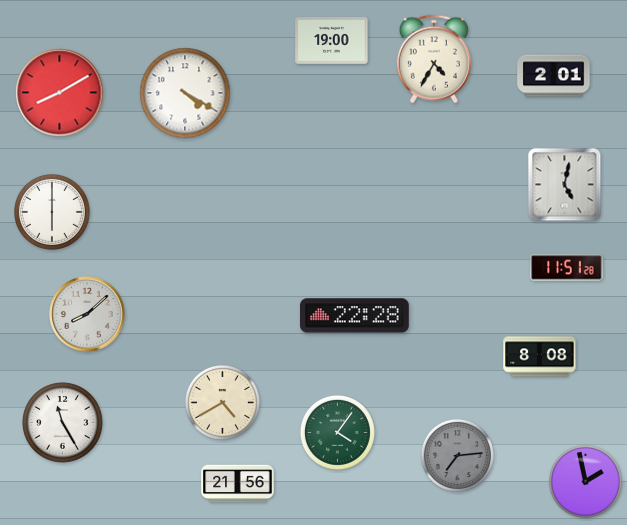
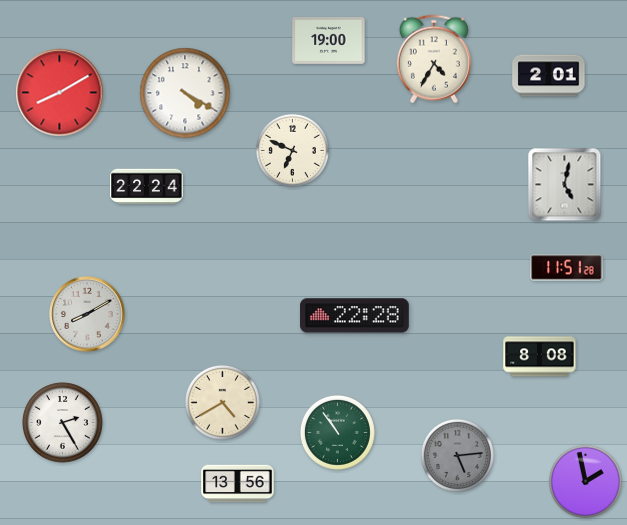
clock at (332, 41) position: (332, 41) -> (329, 41)
clock at (554, 76) position: (554, 76) -> (549, 76)
clock at (292, 150): none -> 6:49
clock at (147, 187): none -> 22:24
clock at (52, 212): 6:00 -> none
clock at (87, 314): 8:08 -> 8:10
clock at (63, 423): 11:25 -> 2:25
clock at (337, 432): 4:06 -> 10:54
clock at (457, 455): 7:14 -> 5:14
clock at (238, 484): 21:56 -> 13:56
